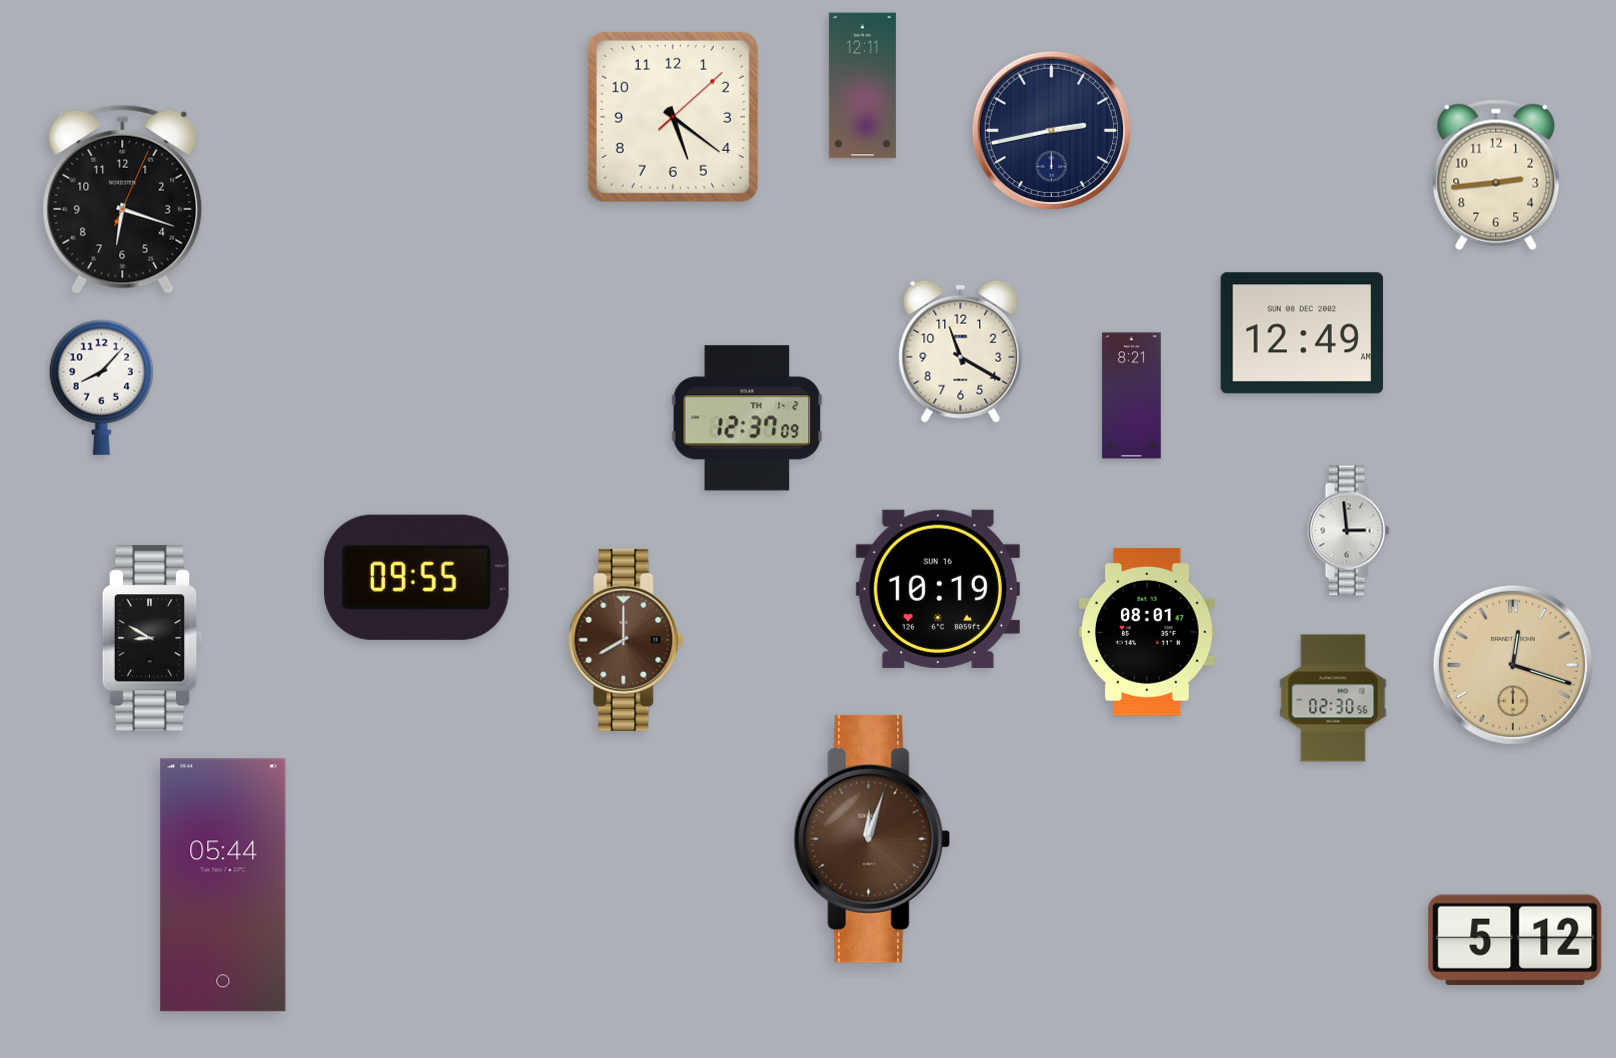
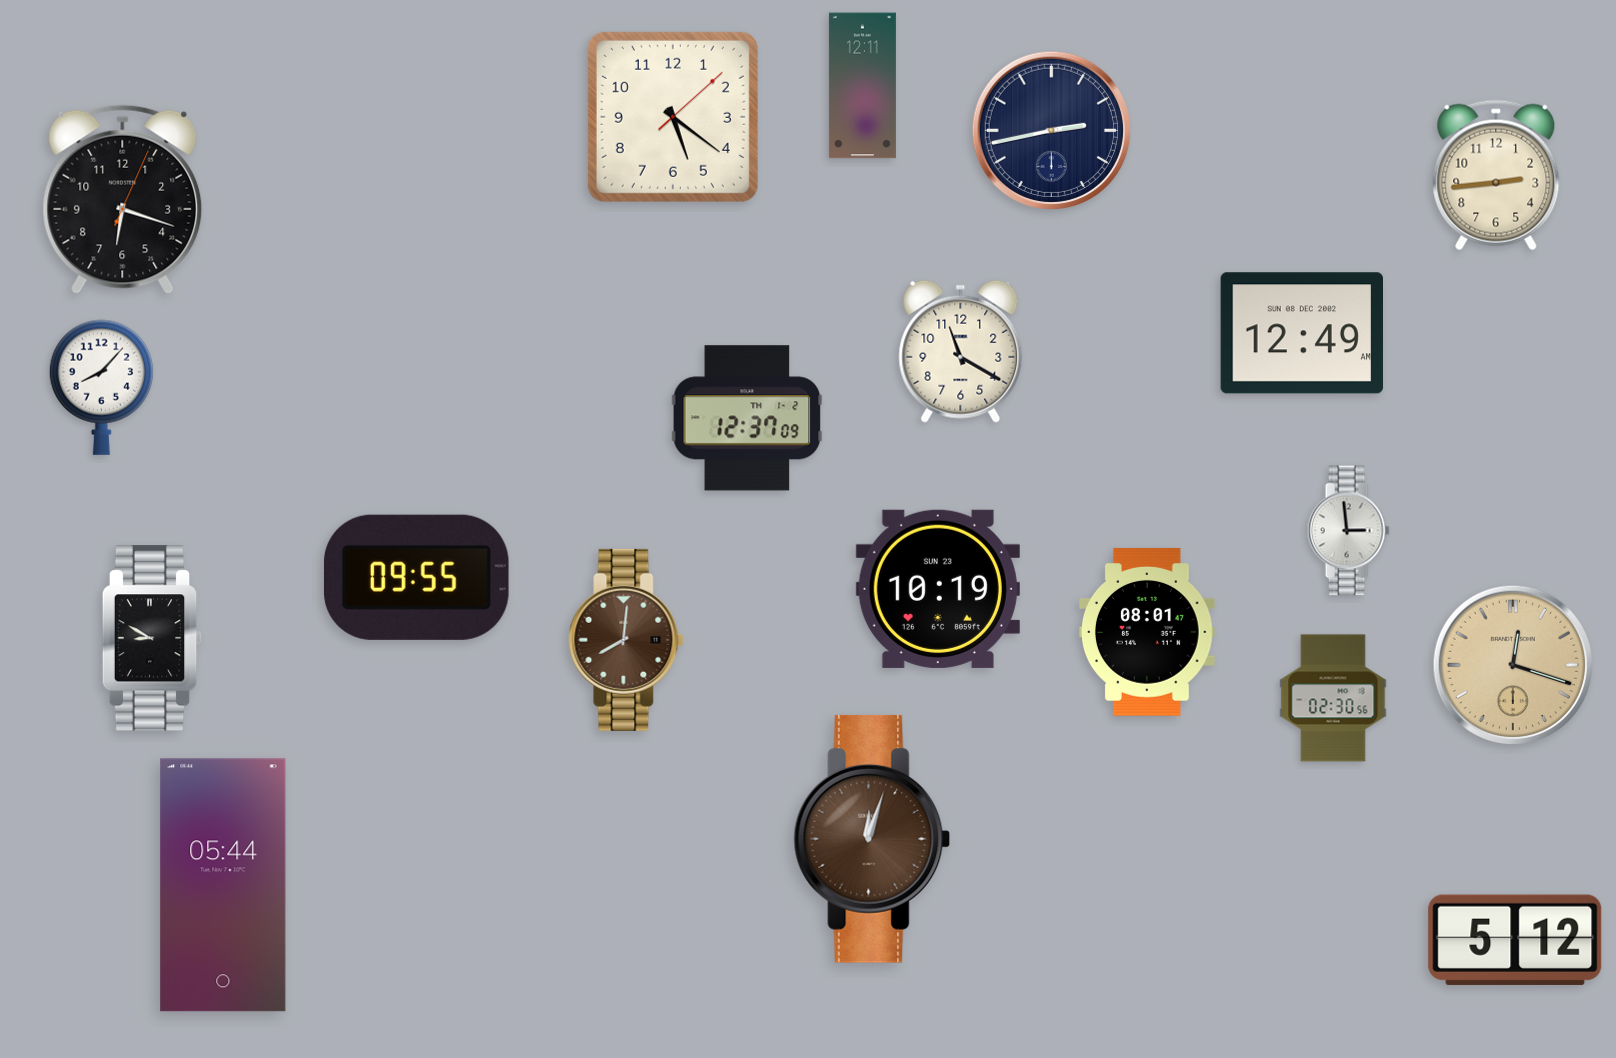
clock at (1132, 396): 8:21 -> none
clock at (938, 589) date: SUN 16 -> SUN 23
clock at (626, 640): 8:00 -> 8:01
